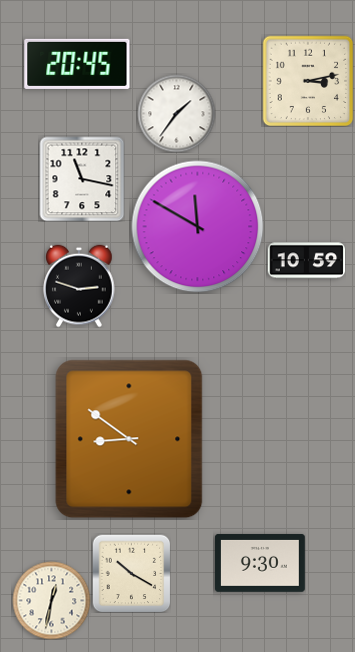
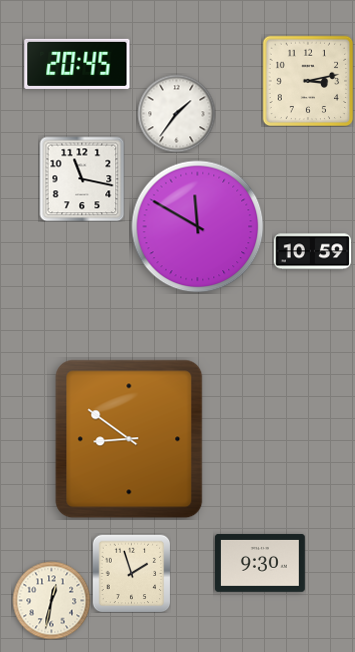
clock at (306, 261) position: (306, 261) -> (312, 252)
clock at (79, 286): 2:48 -> none
clock at (131, 573): 10:20 -> 1:57
